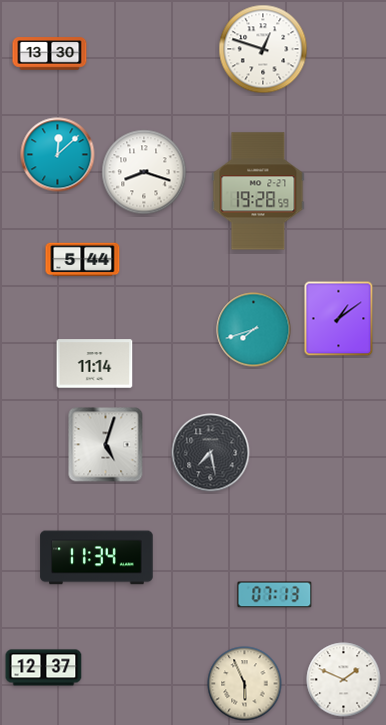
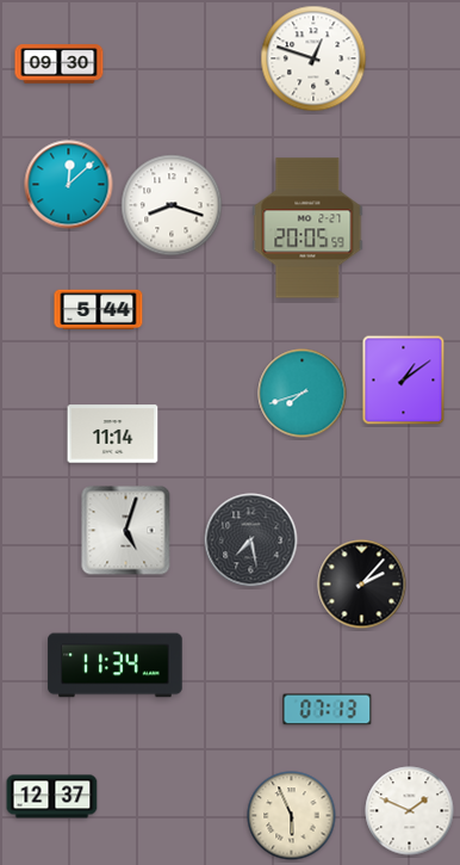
clock at (50, 54): 13:30 -> 09:30
clock at (258, 191): 19:28 -> 20:05
clock at (362, 585): none -> 2:07
